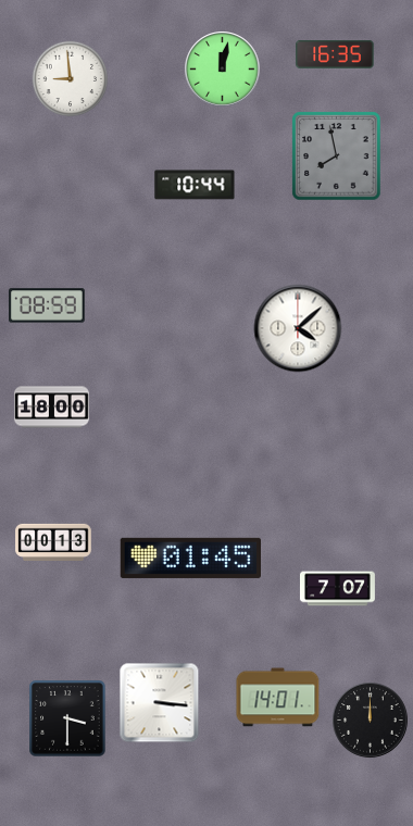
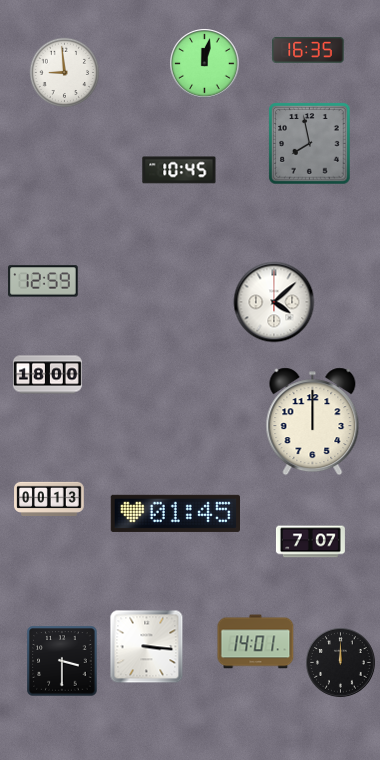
clock at (195, 185): 10:44 -> 10:45
clock at (48, 305): 08:59 -> 12:59
clock at (313, 422): none -> 12:00
